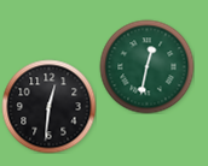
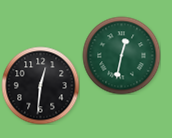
clock at (48, 106) position: (48, 106) -> (40, 85)
